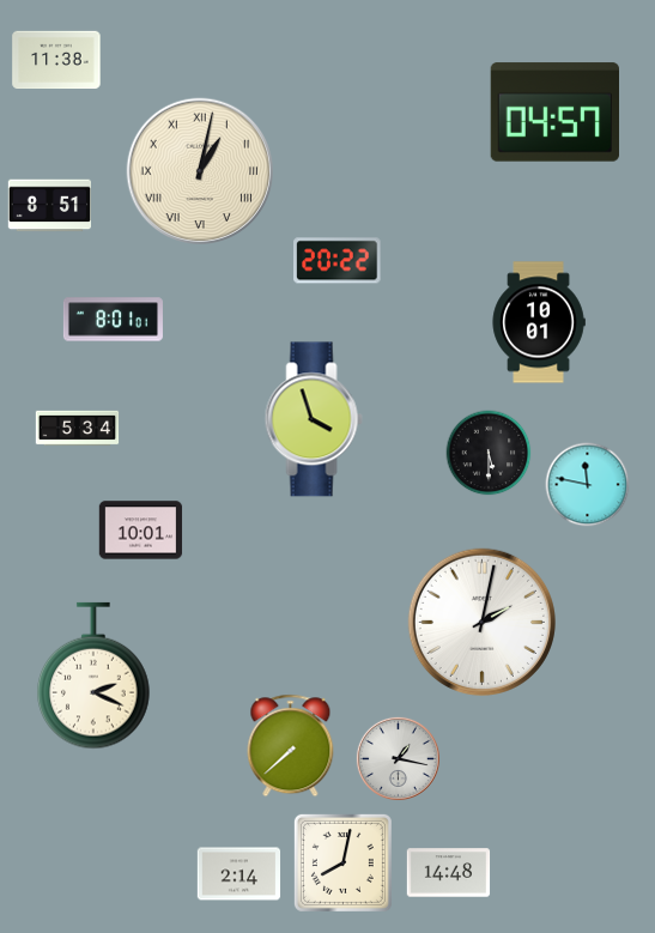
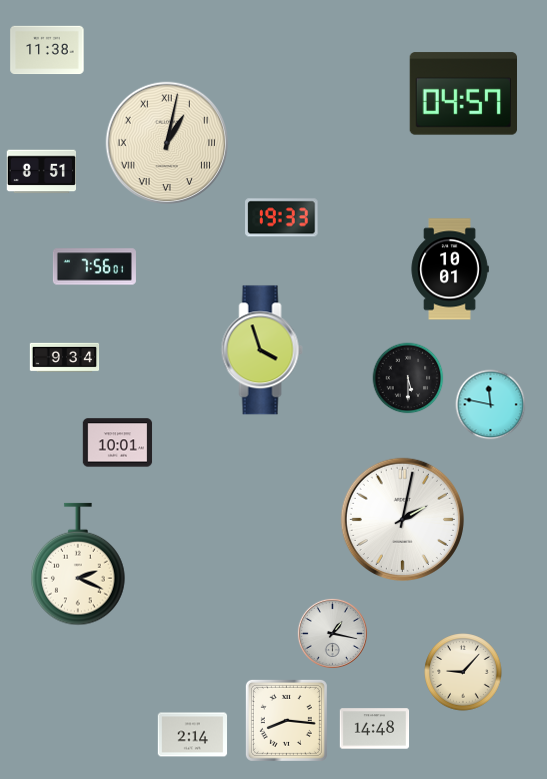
clock at (338, 261): 20:22 -> 19:33
clock at (113, 320): 8:01 -> 7:56
clock at (78, 429): 5:34 -> 9:34
clock at (291, 746): 7:38 -> none
clock at (463, 672): none -> 9:07
clock at (342, 862): 8:02 -> 8:16
clock at (239, 874) position: (239, 874) -> (193, 735)
